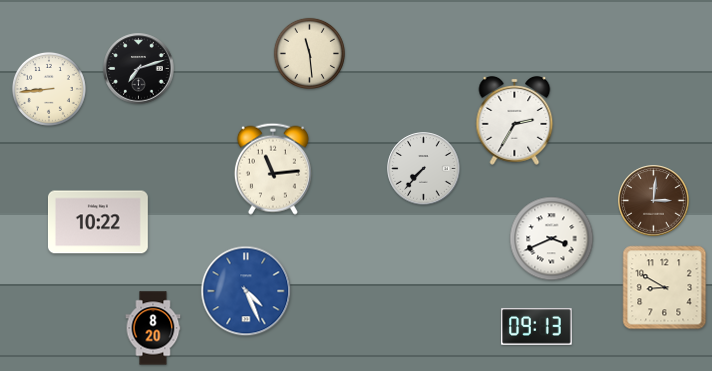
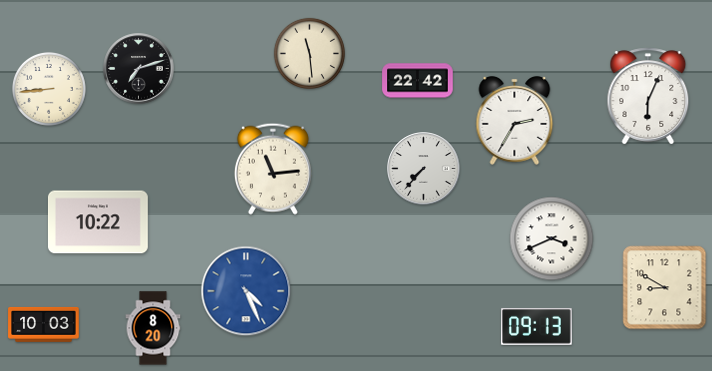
clock at (418, 81): none -> 22:42
clock at (648, 96): none -> 6:04
clock at (654, 201): 3:01 -> none
clock at (44, 324): none -> 10:03
